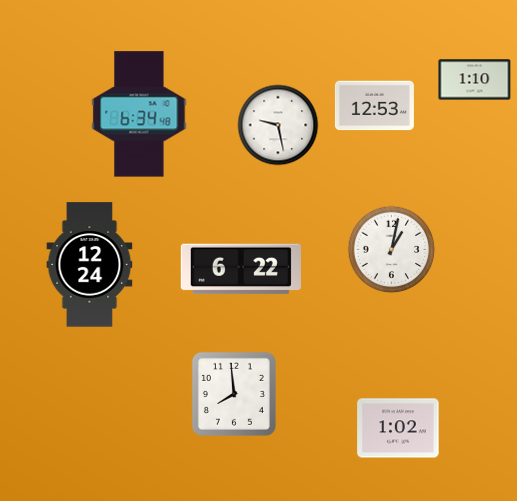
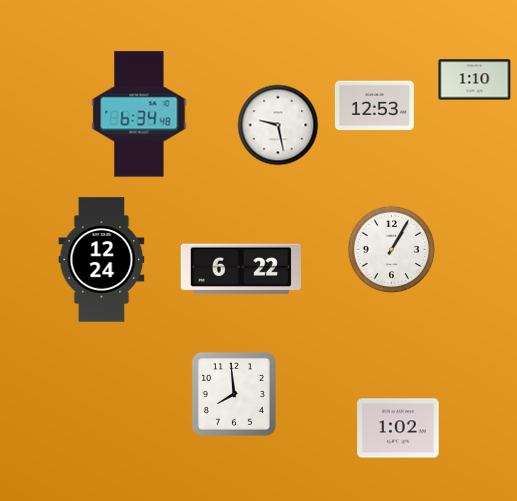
clock at (392, 250): 1:02 -> 1:05
clock at (90, 265) position: (90, 265) -> (102, 260)
